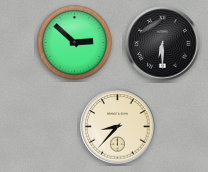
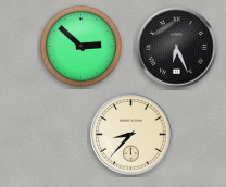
clock at (163, 44): 6:30 -> 6:26
clock at (118, 127) position: (118, 127) -> (131, 135)
